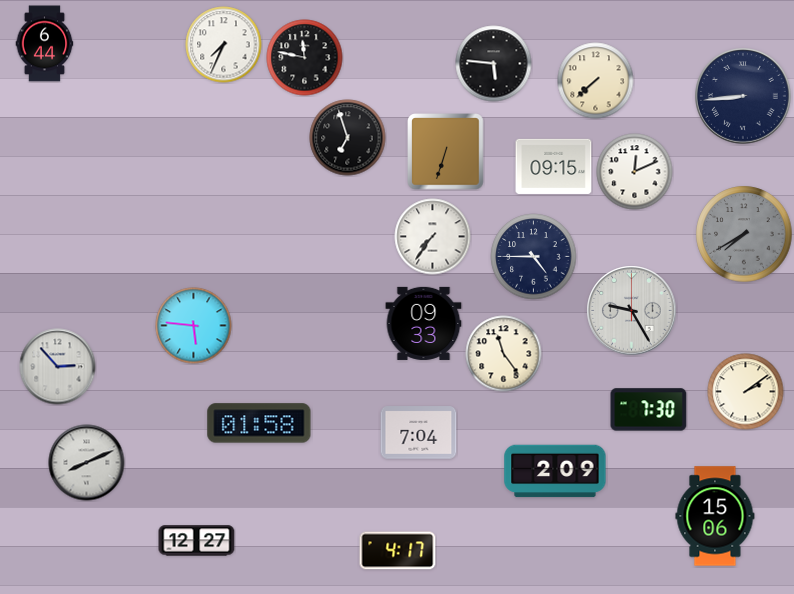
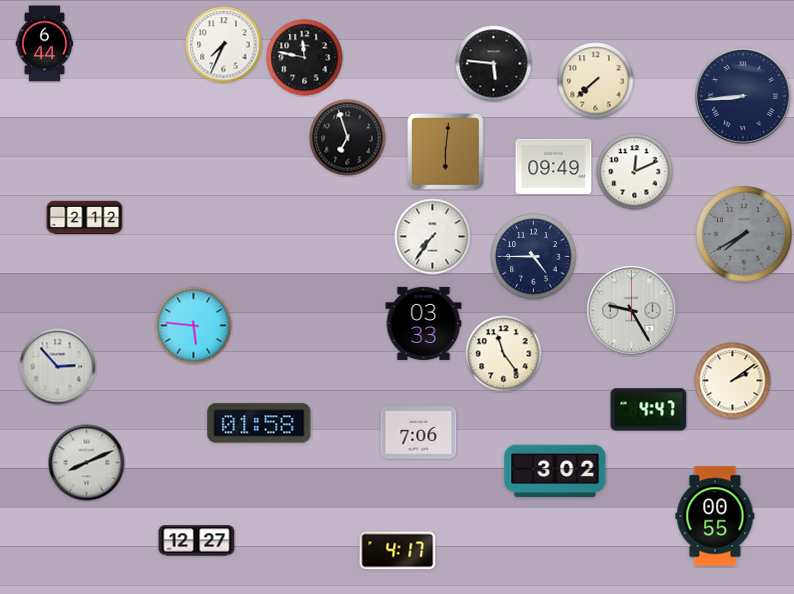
clock at (446, 152): 6:33 -> 6:01
clock at (554, 166): 09:15 -> 09:49
clock at (85, 218): none -> 2:12
clock at (424, 323): 09:33 -> 03:33
clock at (746, 392) position: (746, 392) -> (733, 381)
clock at (649, 410): 7:30 -> 4:47
clock at (419, 433): 7:04 -> 7:06
clock at (555, 471): 2:09 -> 3:02
clock at (715, 516): 15:06 -> 00:55
